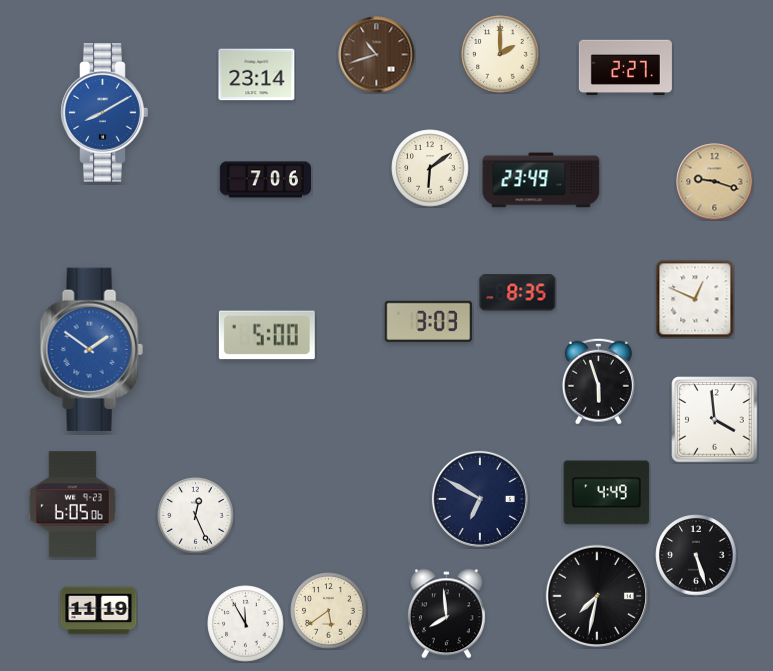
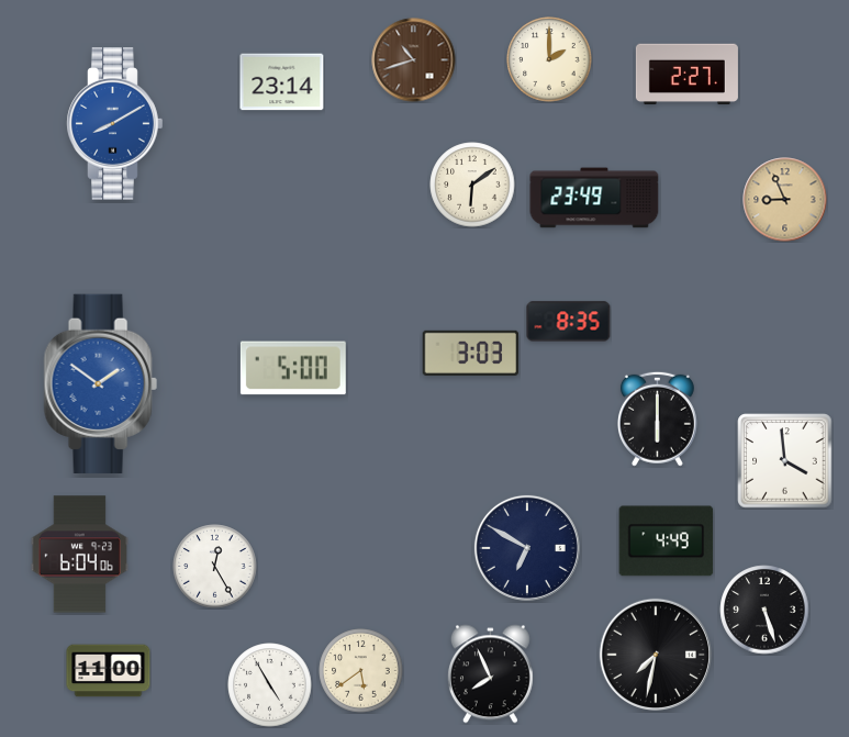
clock at (265, 180): 7:06 -> none
clock at (715, 182): 9:18 -> 8:56
clock at (695, 299): 12:49 -> none
clock at (598, 381): 5:57 -> 6:00
clock at (72, 505): 6:05 -> 6:04
clock at (196, 516): 12:26 -> 12:25
clock at (99, 611): 11:19 -> 11:00
clock at (446, 614): 7:59 -> 7:56
clock at (246, 624): 11:55 -> 4:55
